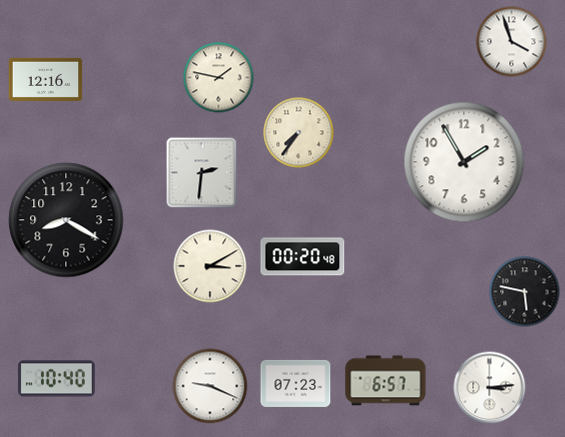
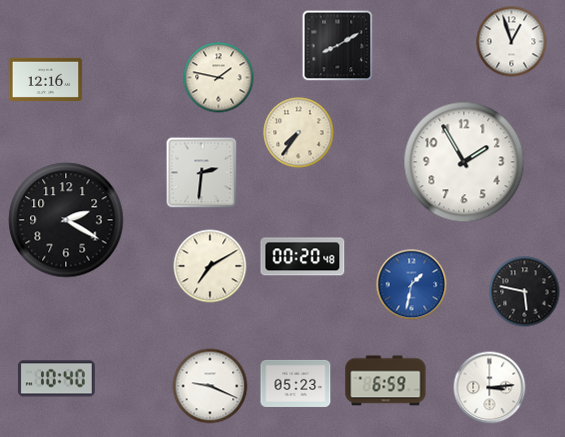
clock at (512, 42): 3:57 -> 12:57
clock at (338, 46): none -> 8:10
clock at (66, 220): 8:20 -> 2:20
clock at (210, 266): 3:10 -> 7:10
clock at (412, 285): none -> 1:32
clock at (386, 381): 6:57 -> 6:59
clock at (296, 383): 07:23 -> 05:23
